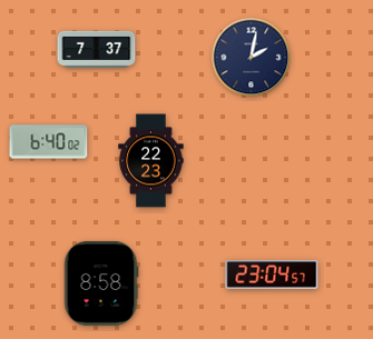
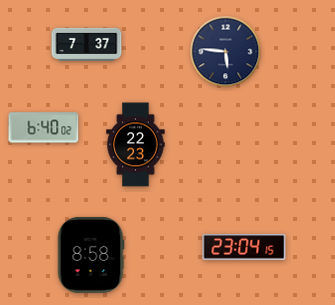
clock at (252, 58): 2:02 -> 5:46
clock at (272, 275): 23:04:57 -> 23:04:15
